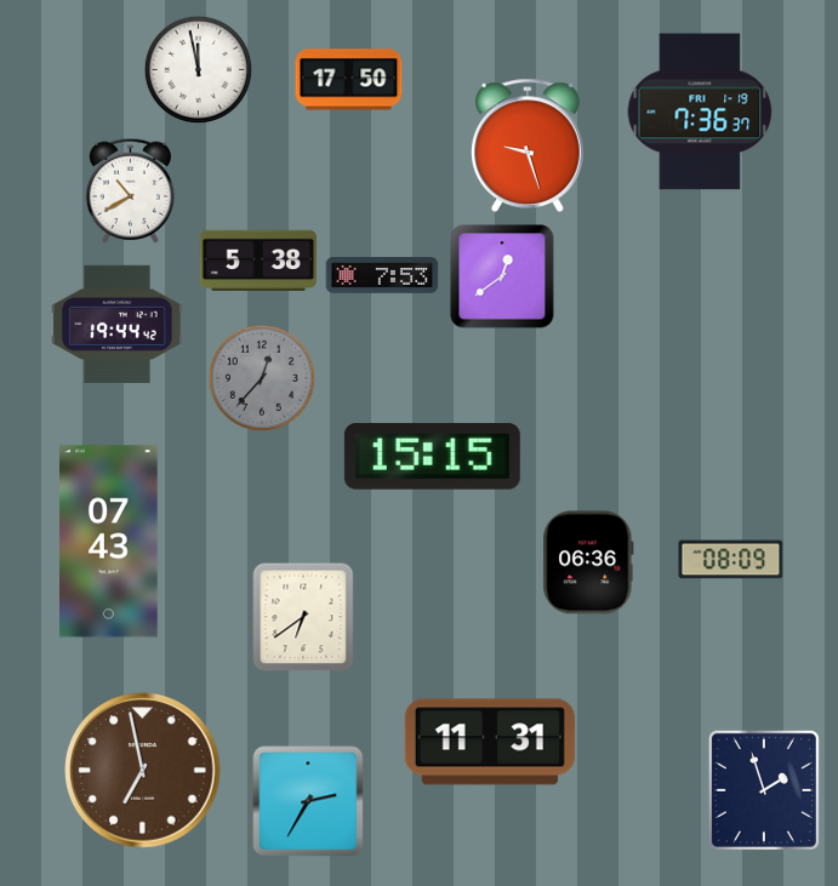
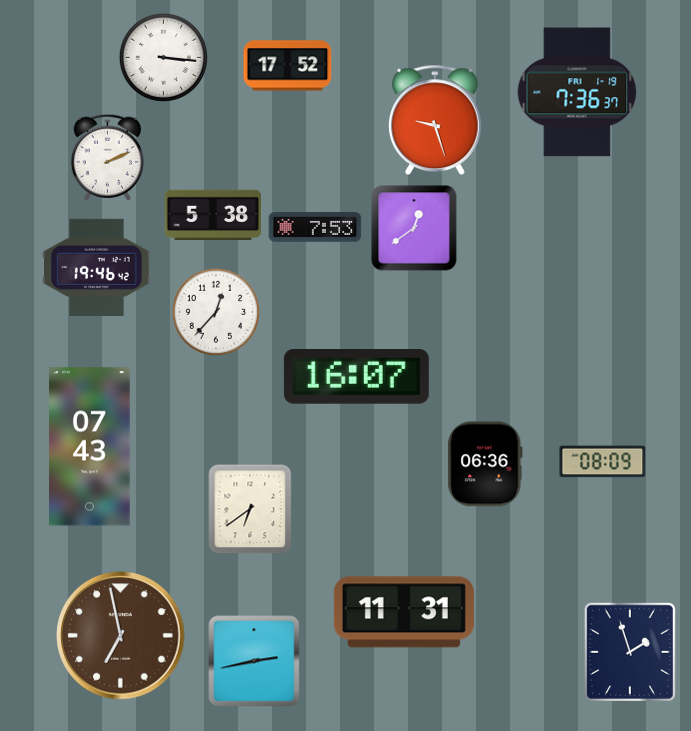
clock at (198, 69): 11:58 -> 3:16
clock at (349, 80): 17:50 -> 17:52
clock at (130, 190): 10:40 -> 2:11
clock at (118, 324): 19:44 -> 19:46
clock at (262, 378) dial: grey -> white
clock at (432, 457): 15:15 -> 16:07
clock at (143, 771) position: (143, 771) -> (121, 636)
clock at (308, 801): 2:35 -> 2:43
